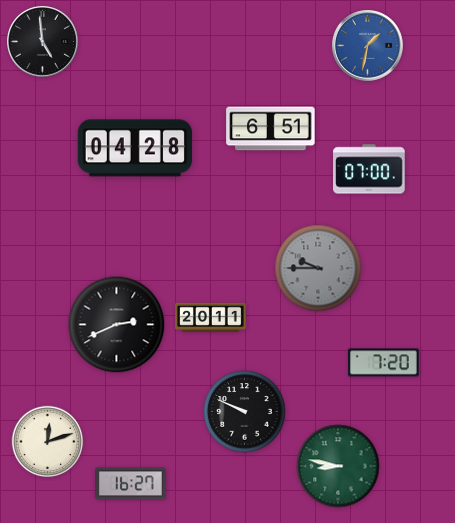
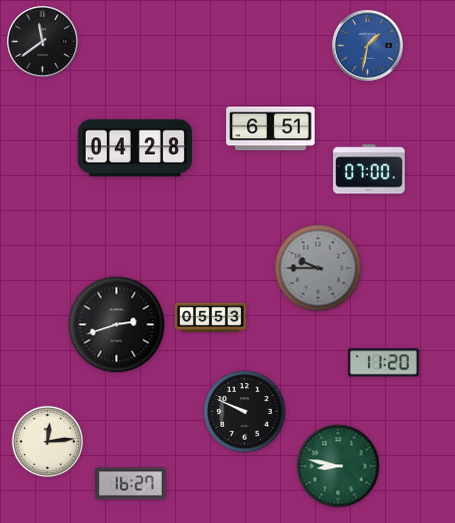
clock at (43, 42): 4:59 -> 11:39
clock at (211, 317): 20:11 -> 05:53
clock at (117, 325): 2:41 -> 2:42
clock at (384, 363): 7:20 -> 11:20
clock at (48, 442): 12:12 -> 12:14
